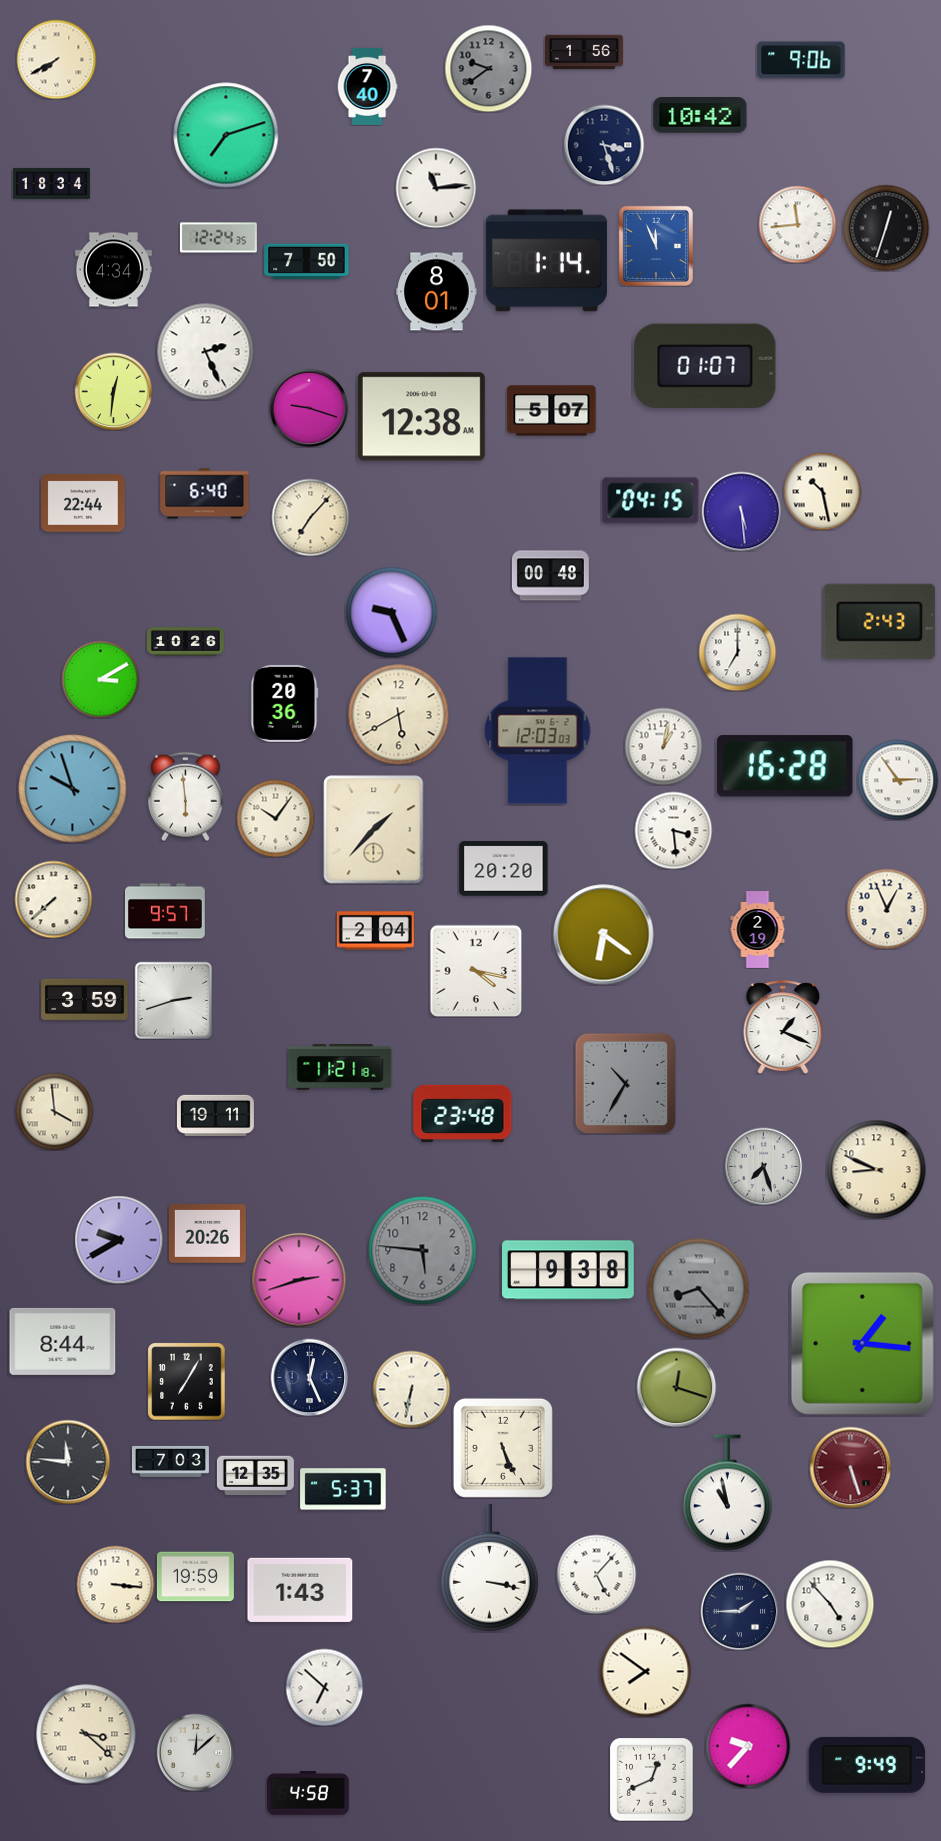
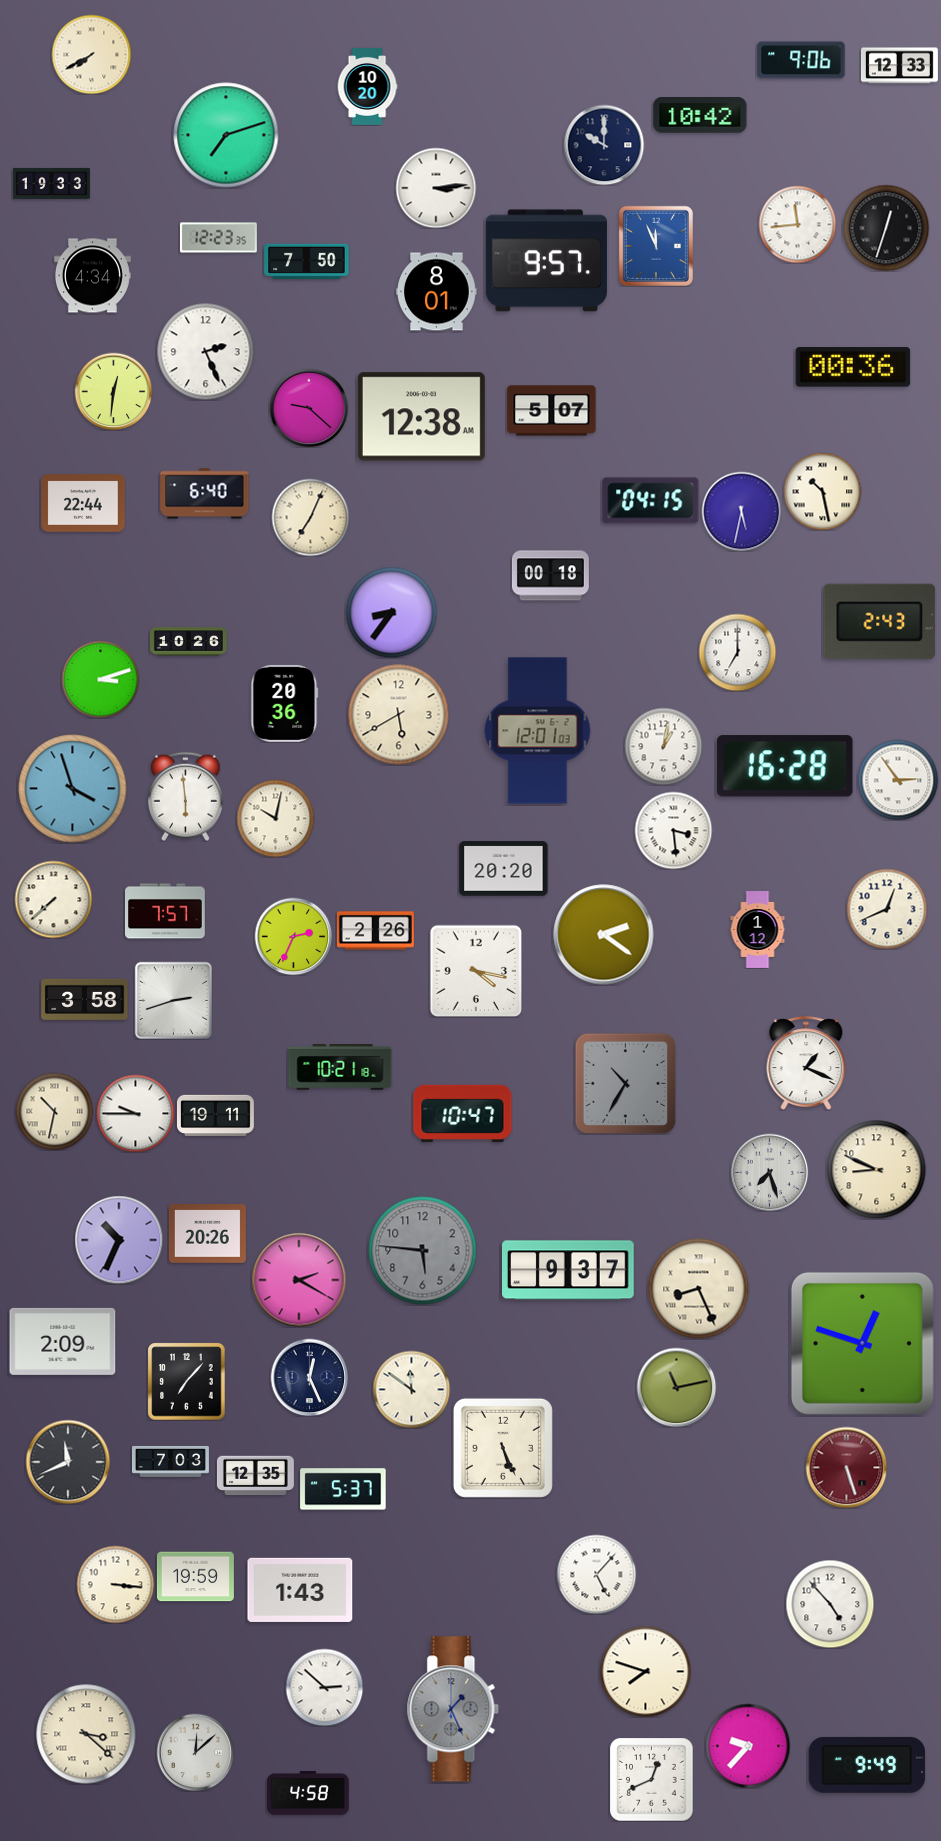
clock at (585, 52): 1:56 -> none
clock at (56, 59) position: (56, 59) -> (91, 54)
clock at (899, 66): none -> 12:33
clock at (488, 68): 9:39 -> none
clock at (367, 86): 7:40 -> 10:20
clock at (604, 145): 3:27 -> 10:00
clock at (51, 183): 18:34 -> 19:33
clock at (436, 188): 11:14 -> 3:14
clock at (218, 238): 12:24 -> 12:23
clock at (546, 261): 1:14 -> 9:57
clock at (113, 270) position: (113, 270) -> (92, 276)
clock at (705, 365): 01:07 -> none
clock at (853, 367): none -> 00:36
clock at (309, 408): 9:18 -> 9:22
clock at (741, 511): 5:29 -> 5:32
clock at (310, 517): 7:07 -> 7:04
clock at (550, 576): 00:48 -> 00:18
clock at (391, 612): 9:26 -> 8:36
clock at (185, 642) position: (185, 642) -> (188, 642)
clock at (100, 679): 3:10 -> 3:12
clock at (538, 731): 12:03 -> 12:01
clock at (73, 789): 9:57 -> 3:57
clock at (275, 818): 10:06 -> 10:02
clock at (374, 830): 1:37 -> none
clock at (887, 909): 12:56 -> 12:41
clock at (166, 911): 9:57 -> 7:57
clock at (758, 930): 2:19 -> 1:12
clock at (375, 931): 2:04 -> 2:26
clock at (604, 935): 6:21 -> 2:21
clock at (293, 936): none -> 2:34
clock at (85, 999): 3:59 -> 3:58
clock at (783, 1027) position: (783, 1027) -> (806, 1063)
clock at (340, 1068): 11:21 -> 10:21
clock at (54, 1111): 3:59 -> 10:32
clock at (135, 1113): none -> 9:45
clock at (463, 1113): 23:48 -> 10:47
clock at (763, 1166) position: (763, 1166) -> (769, 1172)
clock at (119, 1240): 9:40 -> 10:34
clock at (569, 1270): 9:38 -> 9:37
clock at (299, 1280): 2:42 -> 2:20
clock at (699, 1289): 8:23 -> 8:26
clock at (699, 1289) dial: grey -> cream
clock at (63, 1341): 8:44 -> 2:09
clock at (862, 1343): 1:16 -> 12:48
clock at (186, 1381): 7:05 -> 7:07
clock at (676, 1387): 12:18 -> 11:13
clock at (411, 1389): 6:32 -> 11:51
clock at (68, 1462): 11:46 -> 11:41
clock at (850, 1467) position: (850, 1467) -> (846, 1467)
clock at (728, 1493): 10:58 -> none
clock at (489, 1568): 3:17 -> none
clock at (739, 1611): 1:45 -> none
clock at (645, 1671): 7:51 -> 7:48
clock at (324, 1687): 6:52 -> 2:52
clock at (453, 1709): none -> 1:26
